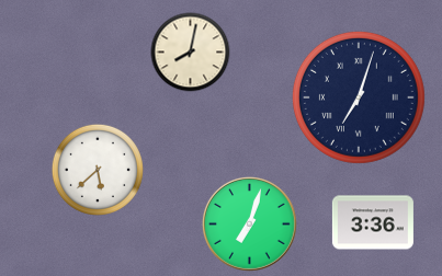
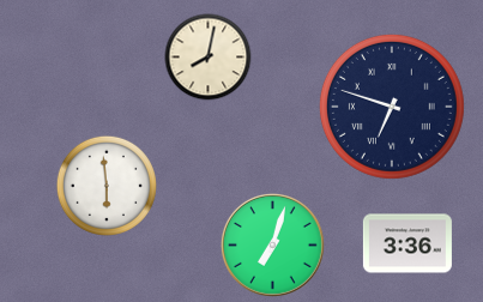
clock at (359, 97): 7:03 -> 6:48
clock at (98, 170): 5:38 -> 5:59
